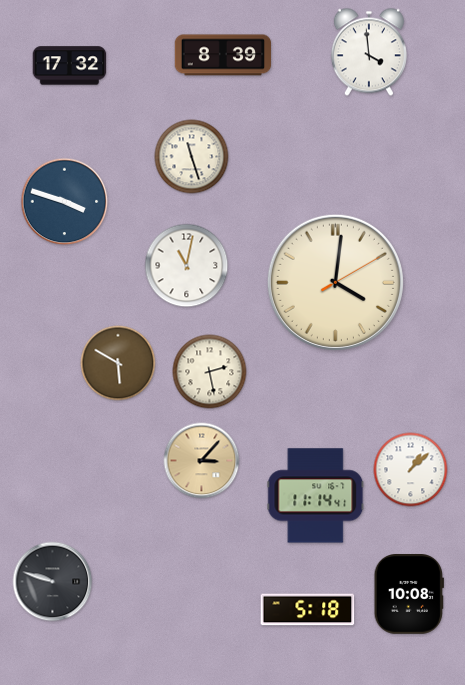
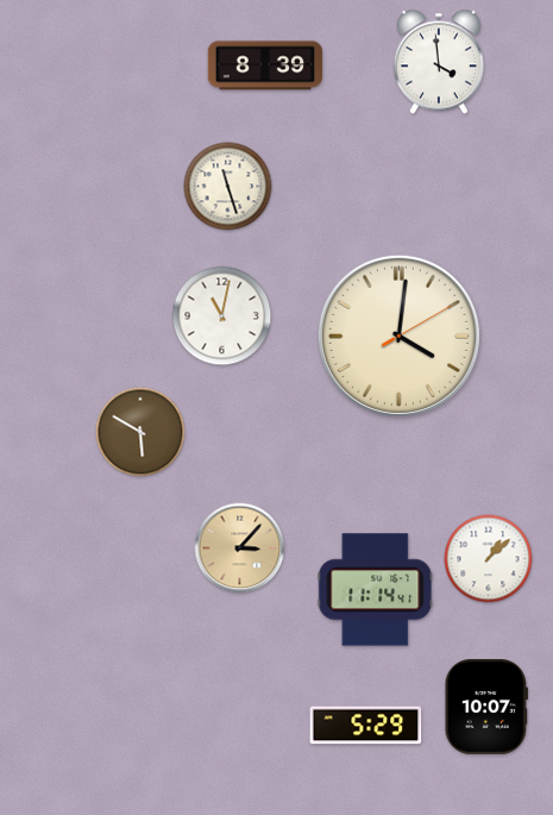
clock at (70, 66): 17:32 -> none
clock at (65, 202): 3:48 -> none
clock at (210, 372): 2:28 -> none
clock at (53, 582): 9:48 -> none
clock at (409, 595): 10:08 -> 10:07
clock at (308, 610): 5:18 -> 5:29
